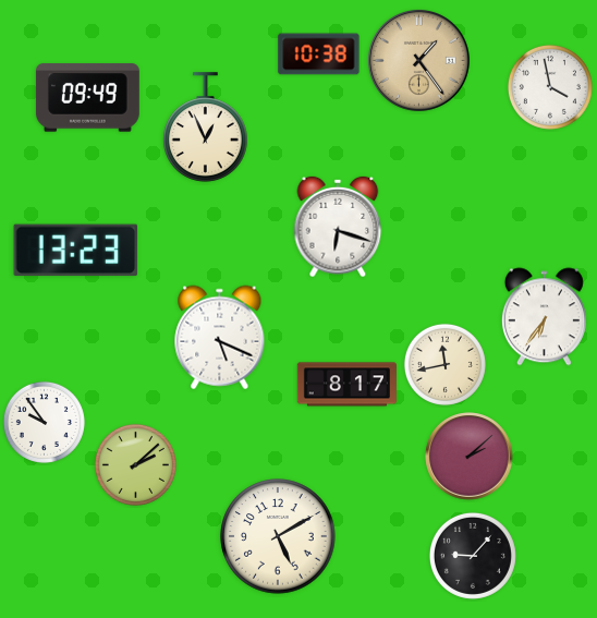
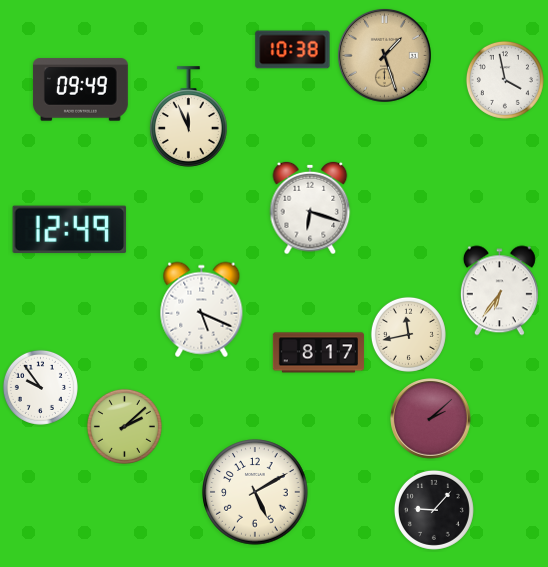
clock at (418, 60): 1:24 -> 1:27
clock at (206, 128): 12:56 -> 11:56
clock at (76, 251): 13:23 -> 12:49
